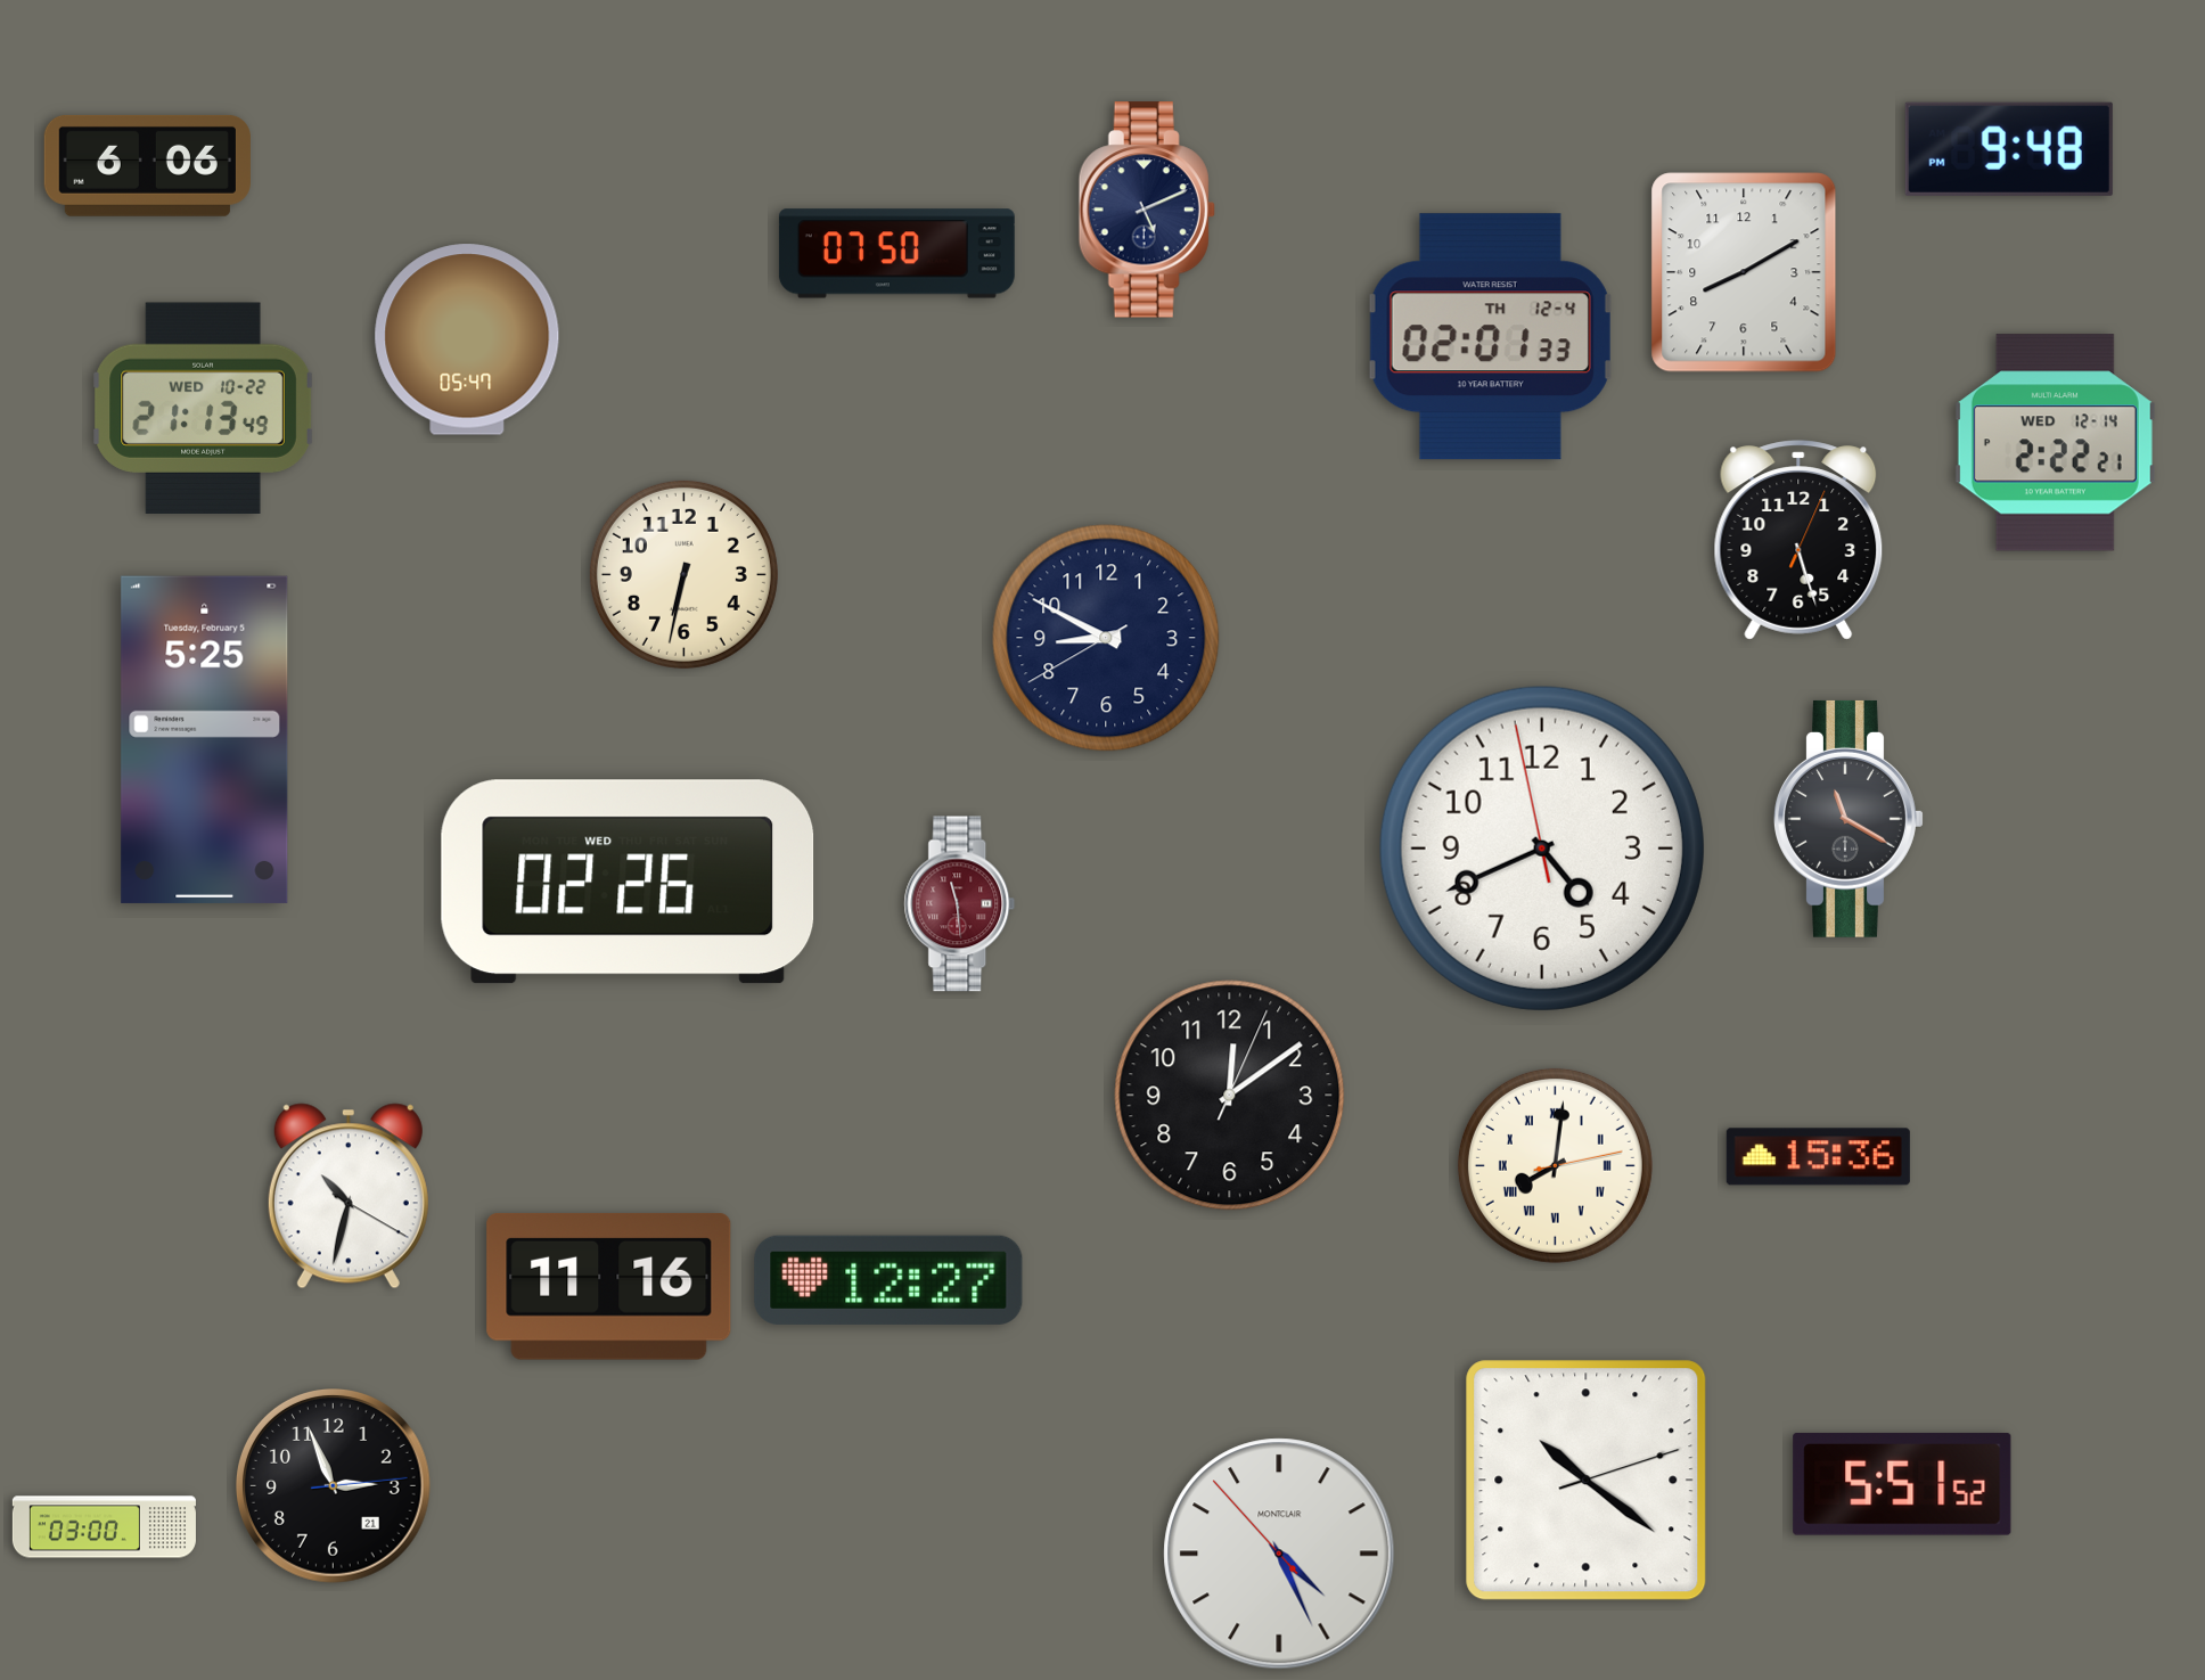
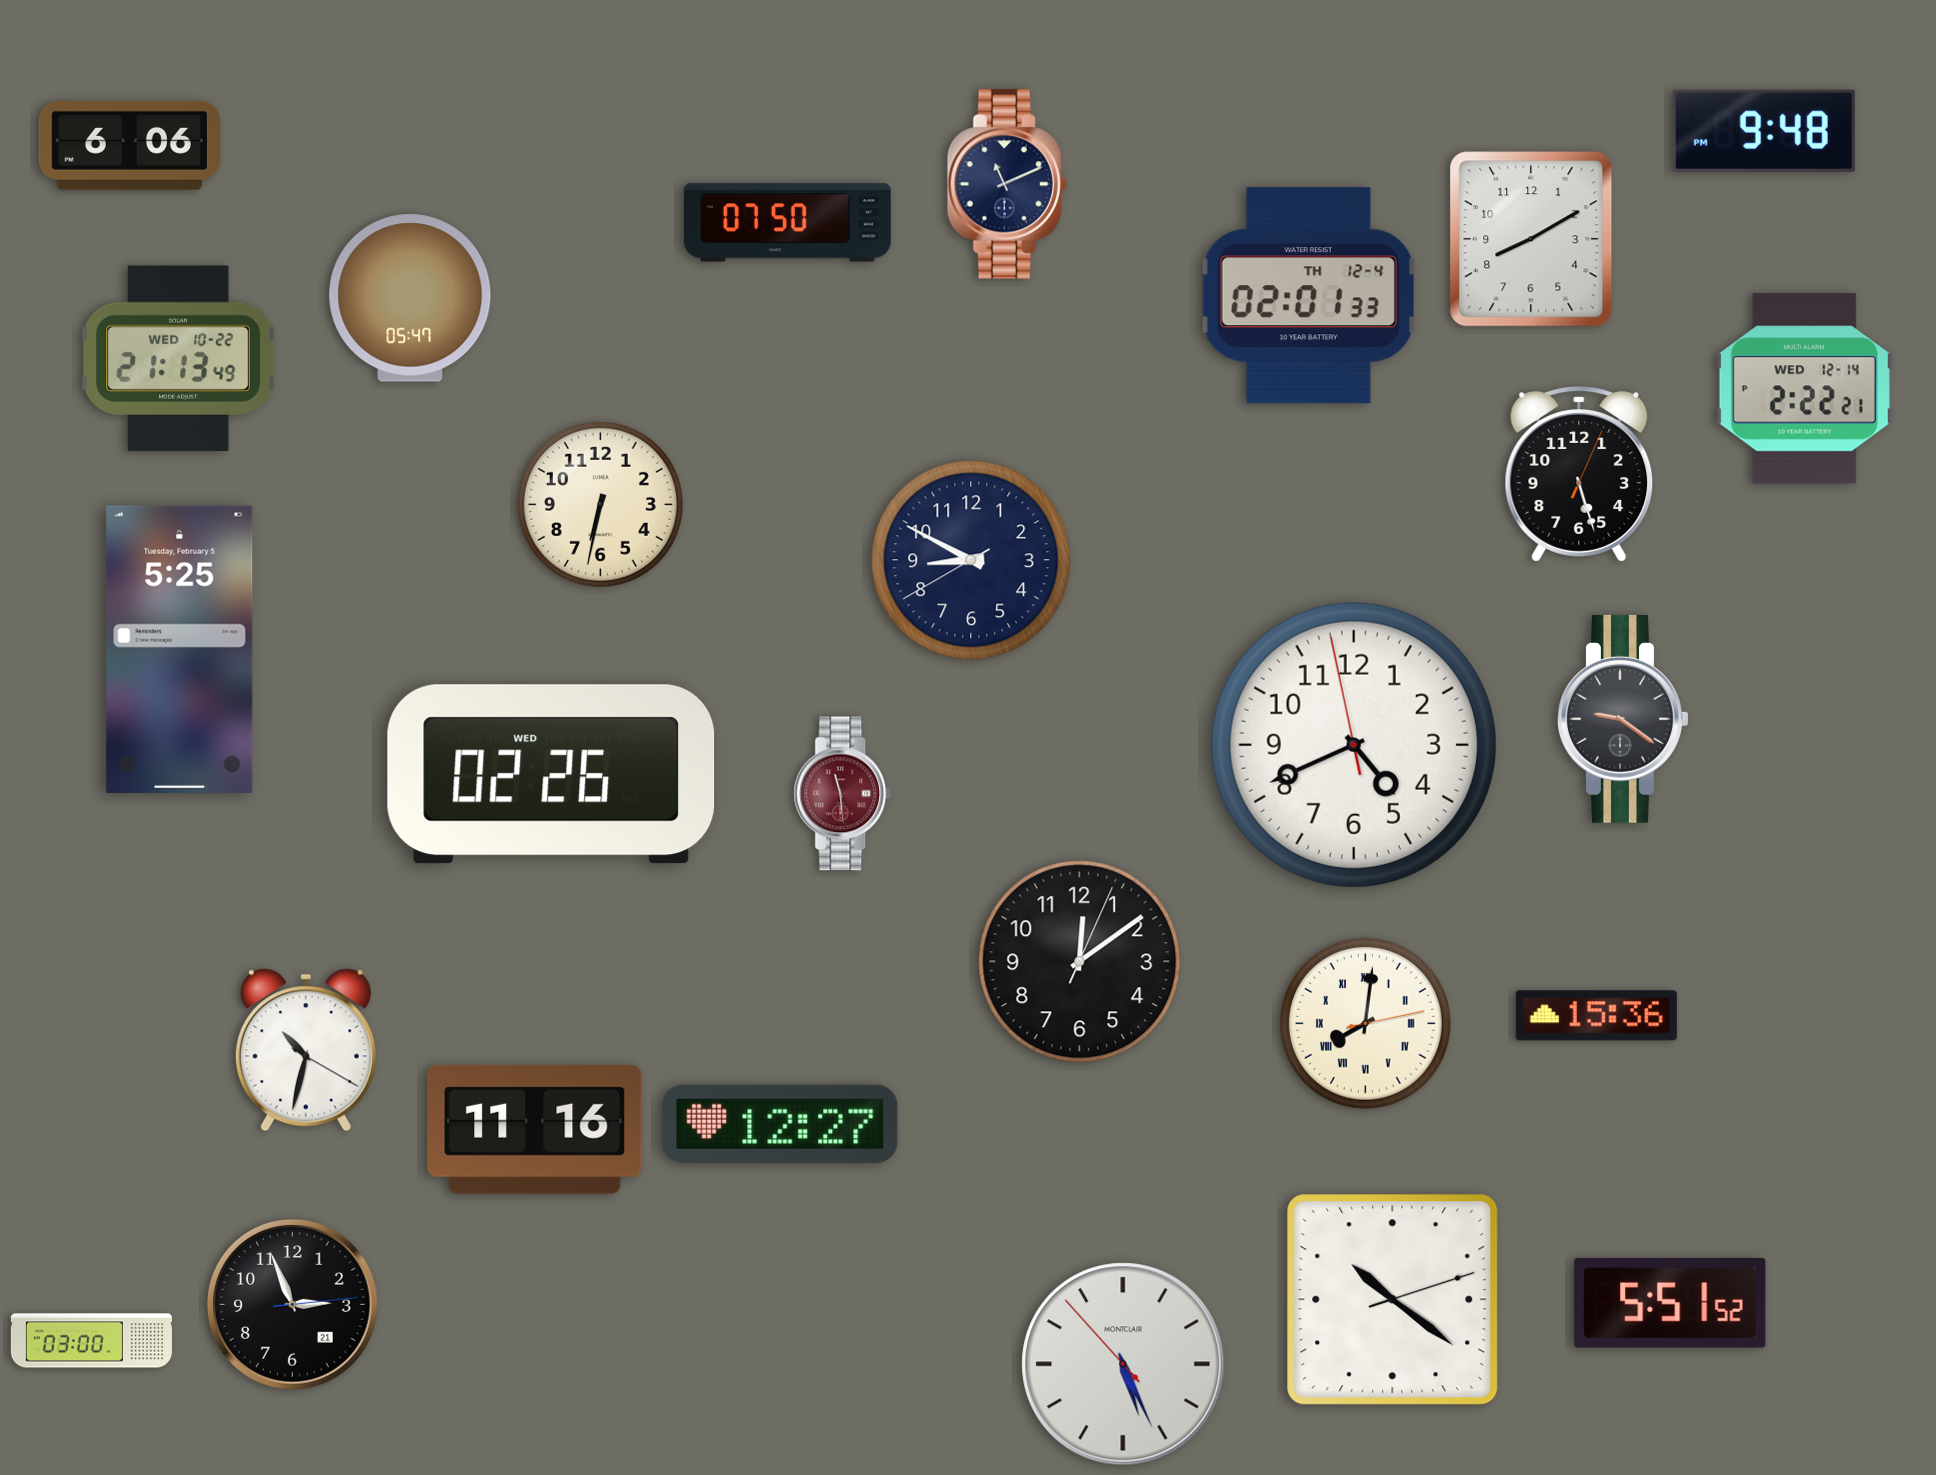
clock at (1147, 210): 5:11 -> 11:11
clock at (1849, 819): 11:20 -> 9:21
clock at (1279, 1554): 4:25 -> 5:25
